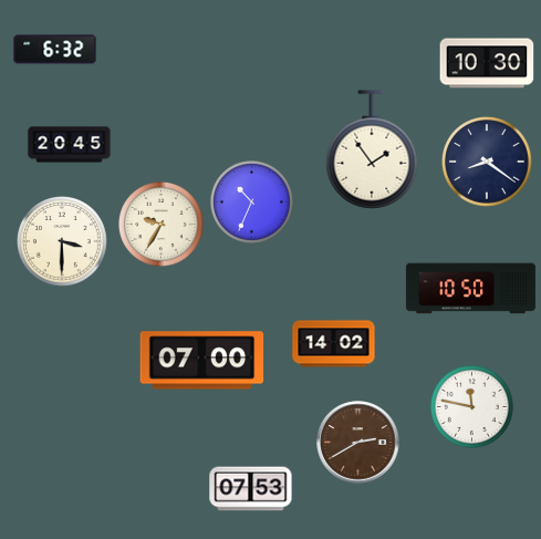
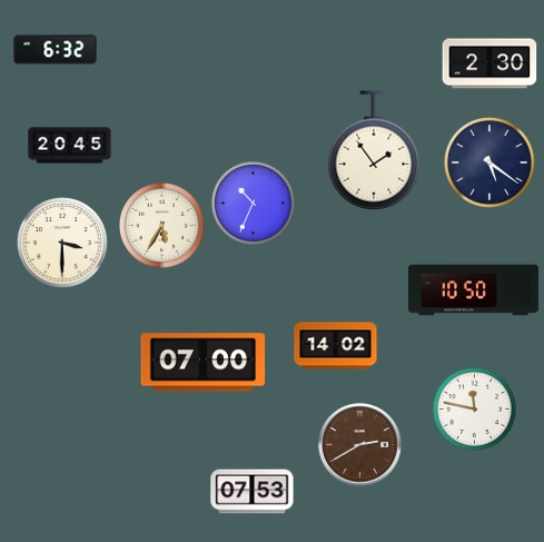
clock at (487, 63): 10:30 -> 2:30
clock at (488, 163): 8:21 -> 5:21
clock at (162, 225): 9:35 -> 5:35
